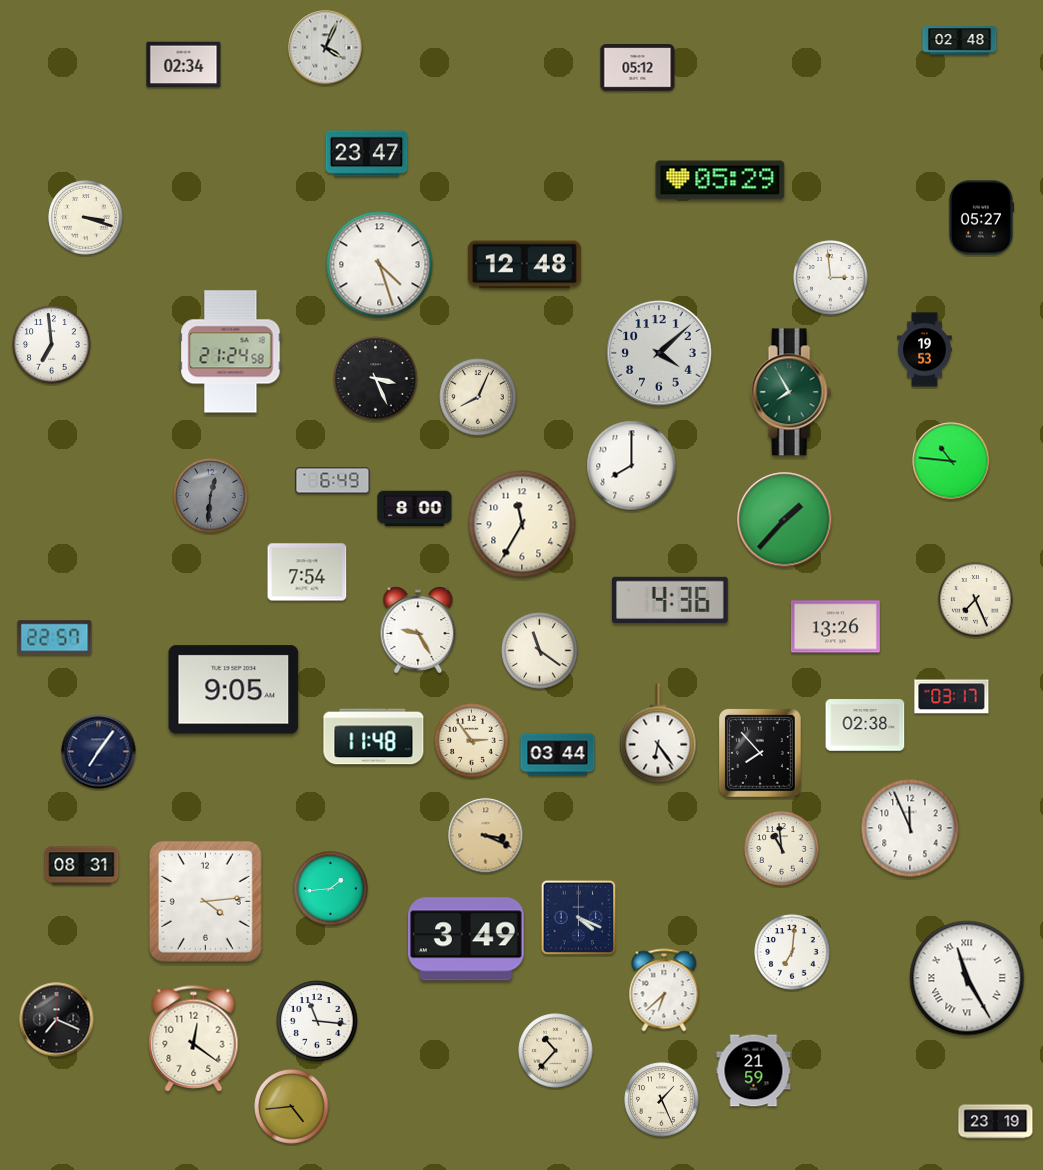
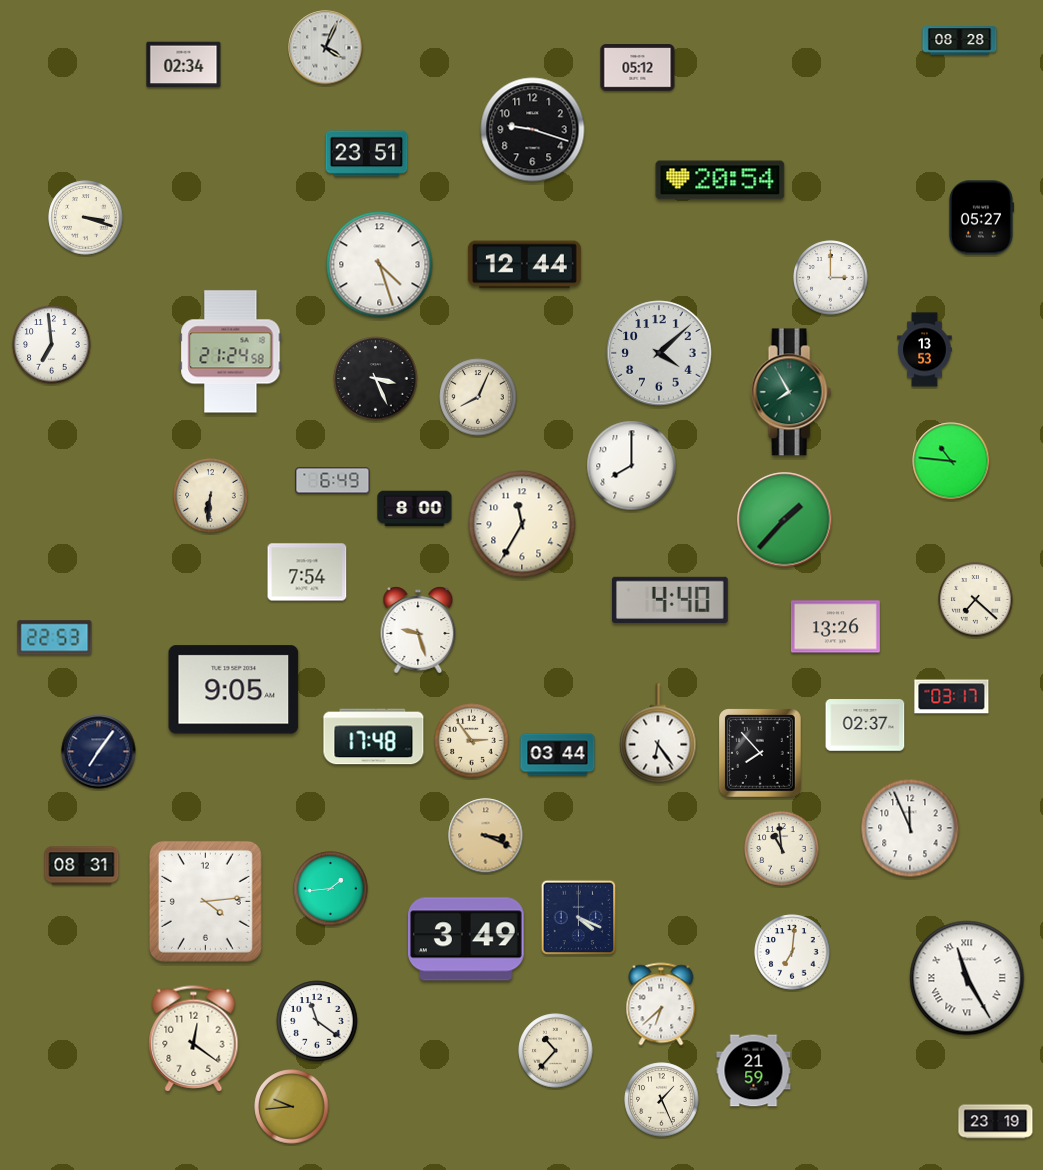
clock at (960, 41): 02:48 -> 08:28
clock at (533, 130): none -> 9:18
clock at (367, 154): 23:47 -> 23:51
clock at (720, 180): 05:29 -> 20:54
clock at (524, 265): 12:48 -> 12:44
clock at (831, 278): 2:59 -> 3:00
clock at (925, 350): 19:53 -> 13:53
clock at (211, 496): 12:31 -> 6:31
clock at (211, 496) dial: grey -> cream
clock at (671, 600): 4:36 -> 4:40
clock at (976, 600): 7:26 -> 7:22
clock at (418, 630): 9:25 -> 9:27
clock at (55, 638): 22:57 -> 22:53
clock at (540, 651): 11:21 -> none
clock at (865, 725): 02:38 -> 02:37
clock at (374, 737): 11:48 -> 17:48
clock at (664, 990) position: (664, 990) -> (661, 1004)
clock at (57, 1020): 7:19 -> none
clock at (317, 1021): 11:16 -> 11:21
clock at (292, 1107): 4:44 -> 9:44
